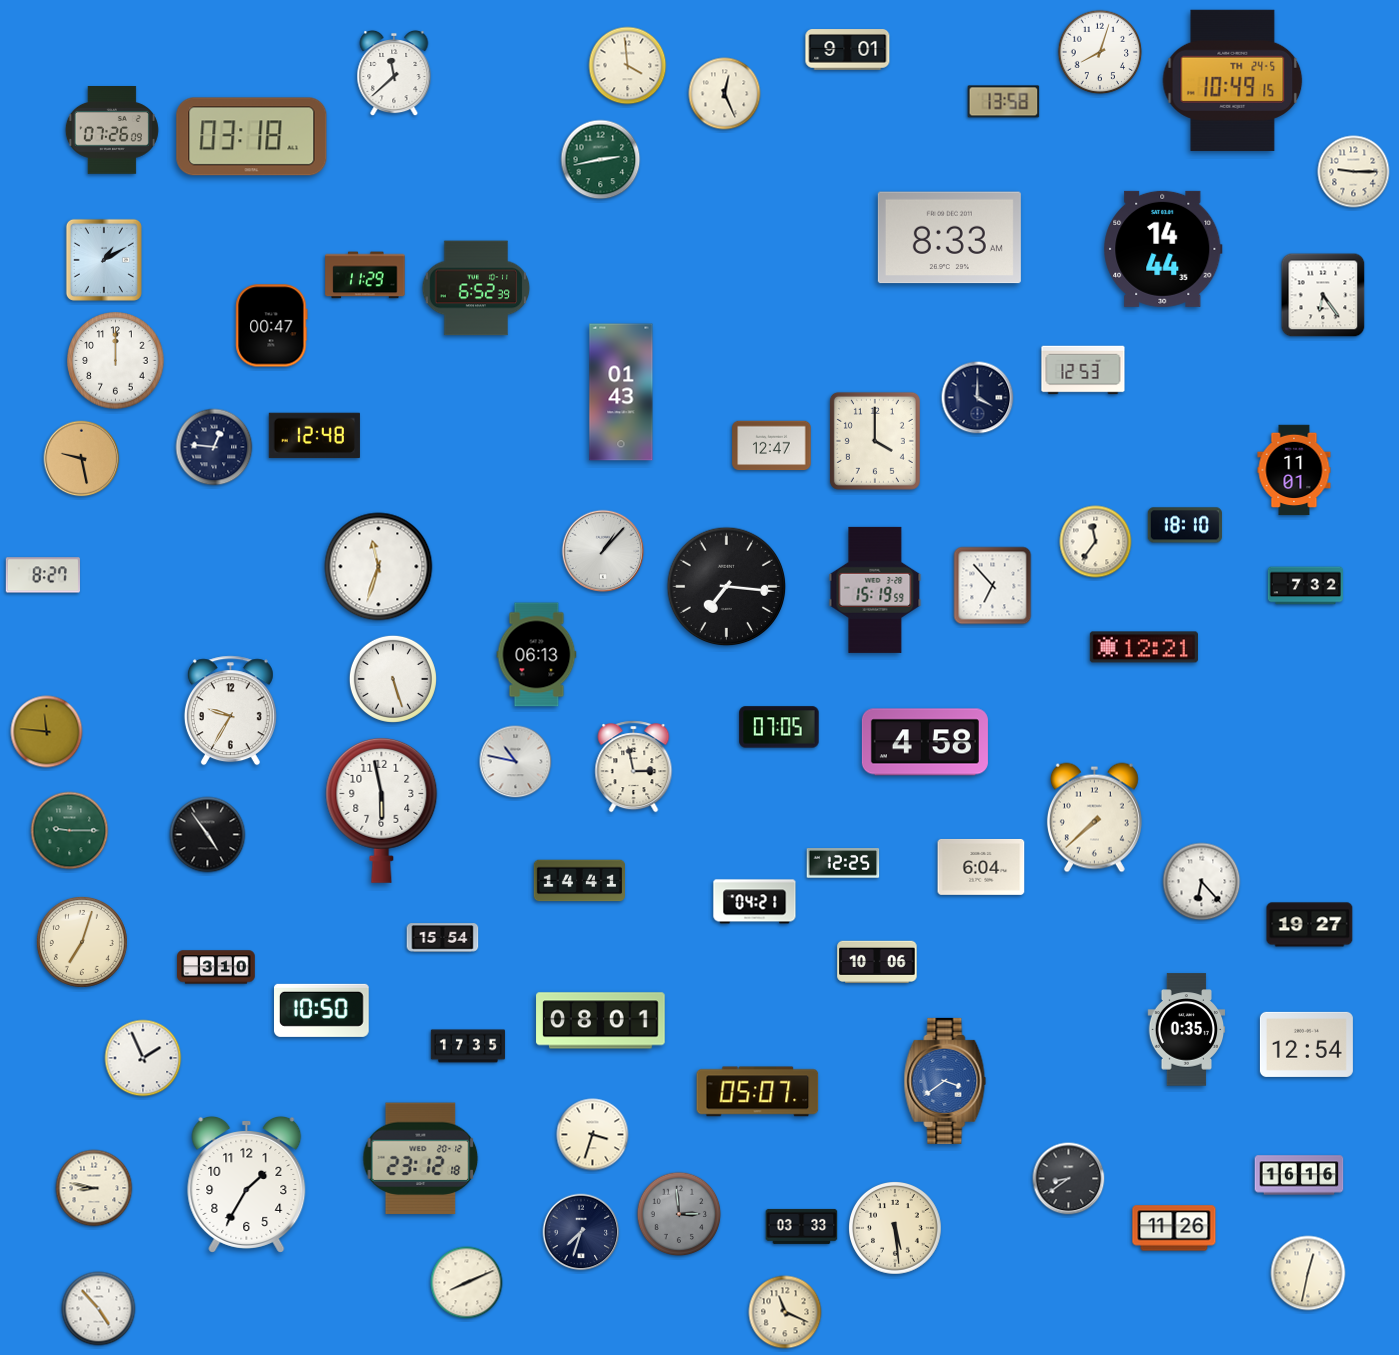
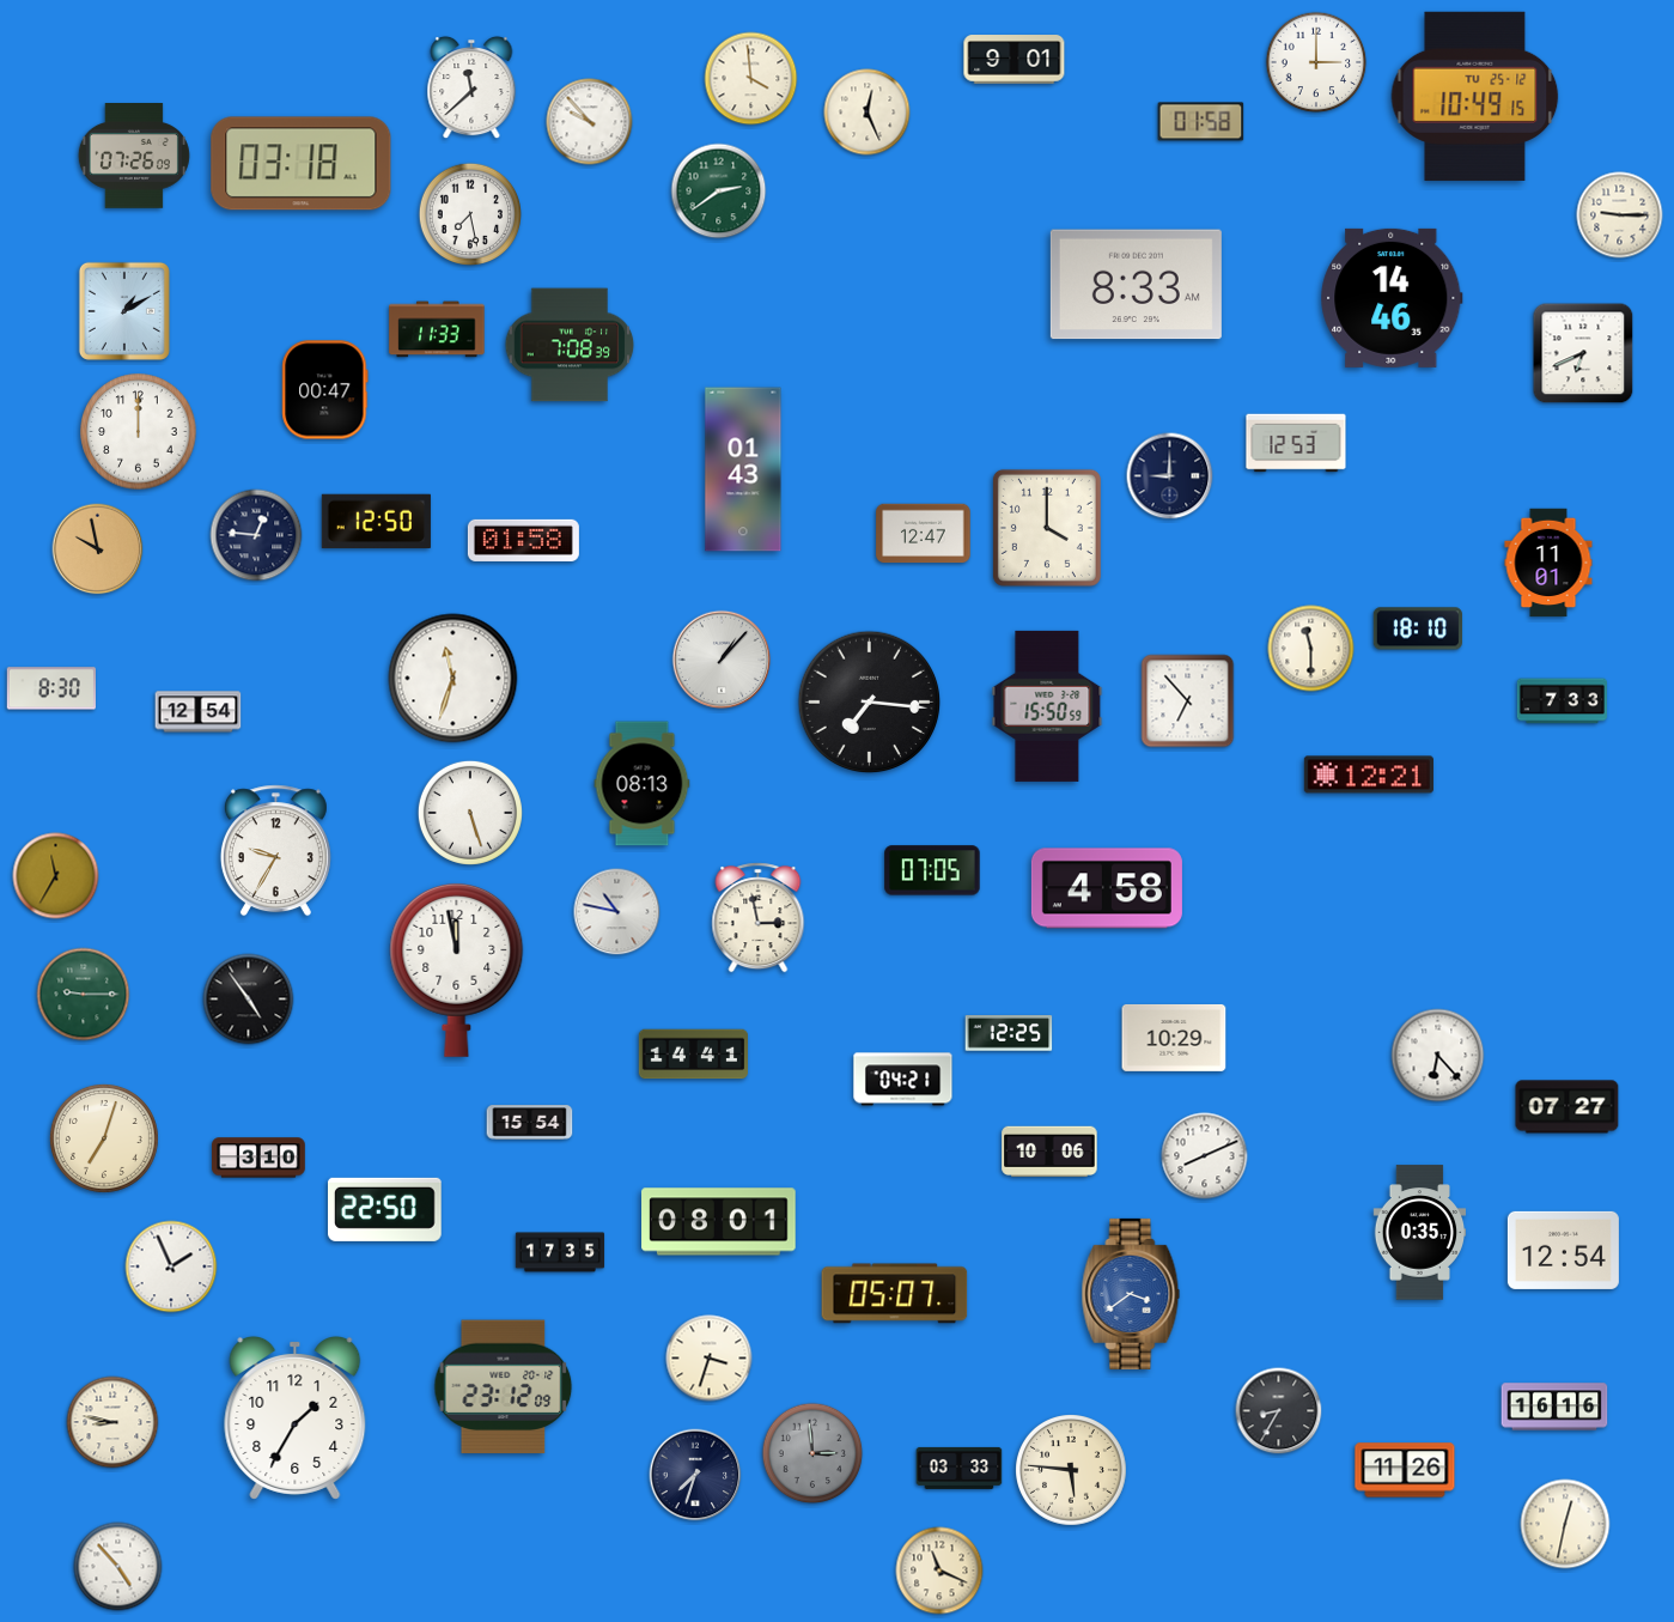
clock at (1100, 52): 8:03 -> 3:00
clock at (1233, 80) date: TH 24-5 -> TU 25-12
clock at (590, 122): none -> 9:53
clock at (1004, 102): 13:58 -> 01:58
clock at (601, 160): 2:43 -> 2:39
clock at (1354, 172) position: (1354, 172) -> (1620, 215)
clock at (469, 213): none -> 7:28
clock at (1163, 249): 14:44 -> 14:46
clock at (365, 275): 11:29 -> 11:33
clock at (476, 288): 6:52 -> 7:08
clock at (1323, 295): 6:24 -> 6:41
clock at (978, 398): 4:00 -> 9:00
clock at (314, 436): 12:48 -> 12:50
clock at (523, 540): none -> 01:58
clock at (82, 459): 9:28 -> 9:58
clock at (1096, 542): 11:36 -> 11:30
clock at (43, 575): 8:27 -> 8:30
clock at (1305, 586): 7:32 -> 7:33
clock at (875, 590): 15:19 -> 15:50
clock at (199, 712): none -> 12:54
clock at (537, 655): 06:13 -> 08:13
clock at (47, 732): 11:46 -> 11:35
clock at (382, 810): 5:58 -> 11:58
clock at (1094, 818): 7:38 -> none
clock at (981, 867): 6:04 -> 10:29
clock at (1310, 925): 19:27 -> 07:27
clock at (82, 942) position: (82, 942) -> (104, 1138)
clock at (1205, 1156): none -> 8:11
clock at (322, 1010): 10:50 -> 22:50
clock at (758, 1092) position: (758, 1092) -> (895, 1294)
clock at (421, 1159): 23:12:18 -> 23:12:09
clock at (1069, 1179): 8:39 -> 8:35
clock at (896, 1229): 5:29 -> 5:46
clock at (467, 1283): 8:11 -> none
